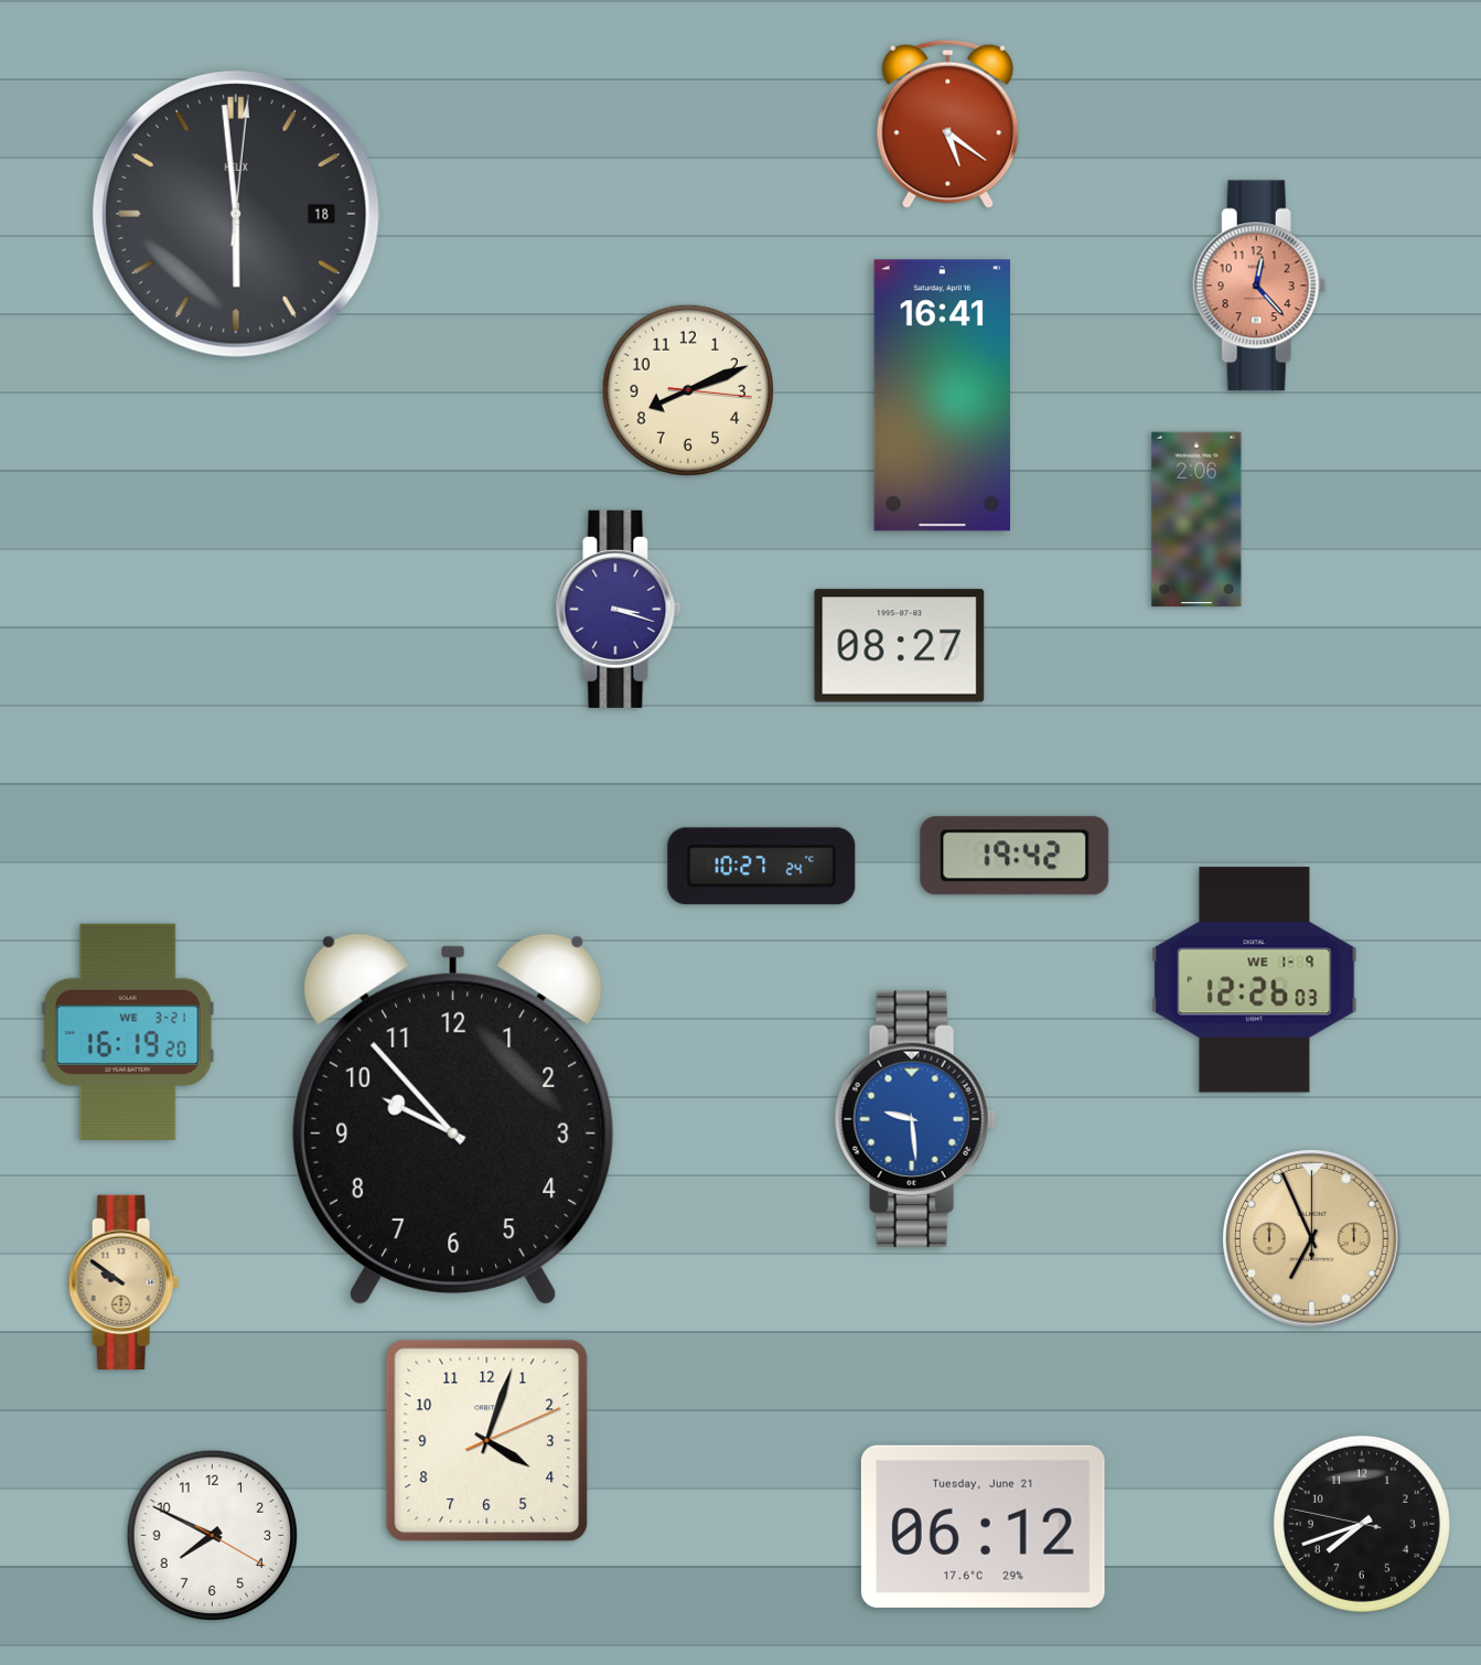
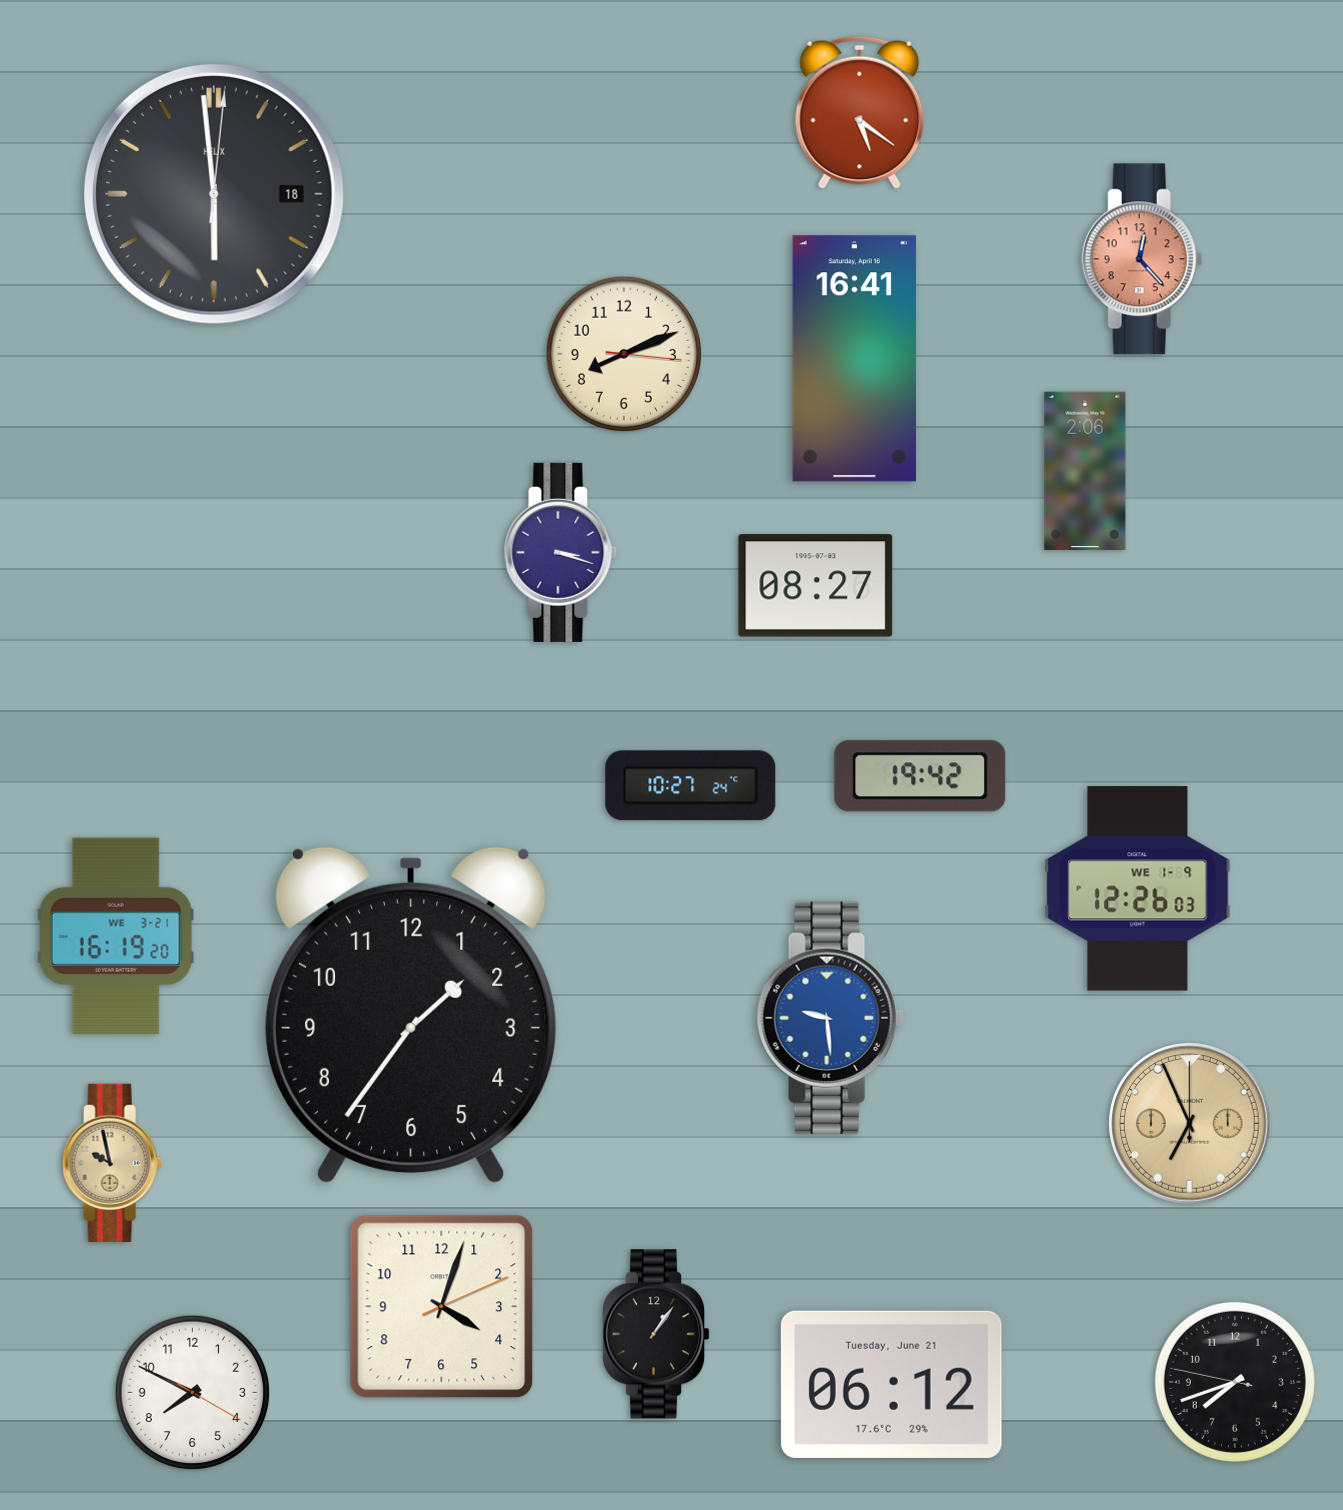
clock at (915, 1118) position: (915, 1118) -> (830, 1017)
clock at (453, 1119): 9:53 -> 1:36
clock at (124, 1281): 9:51 -> 9:58
clock at (656, 1334): none -> 1:06
